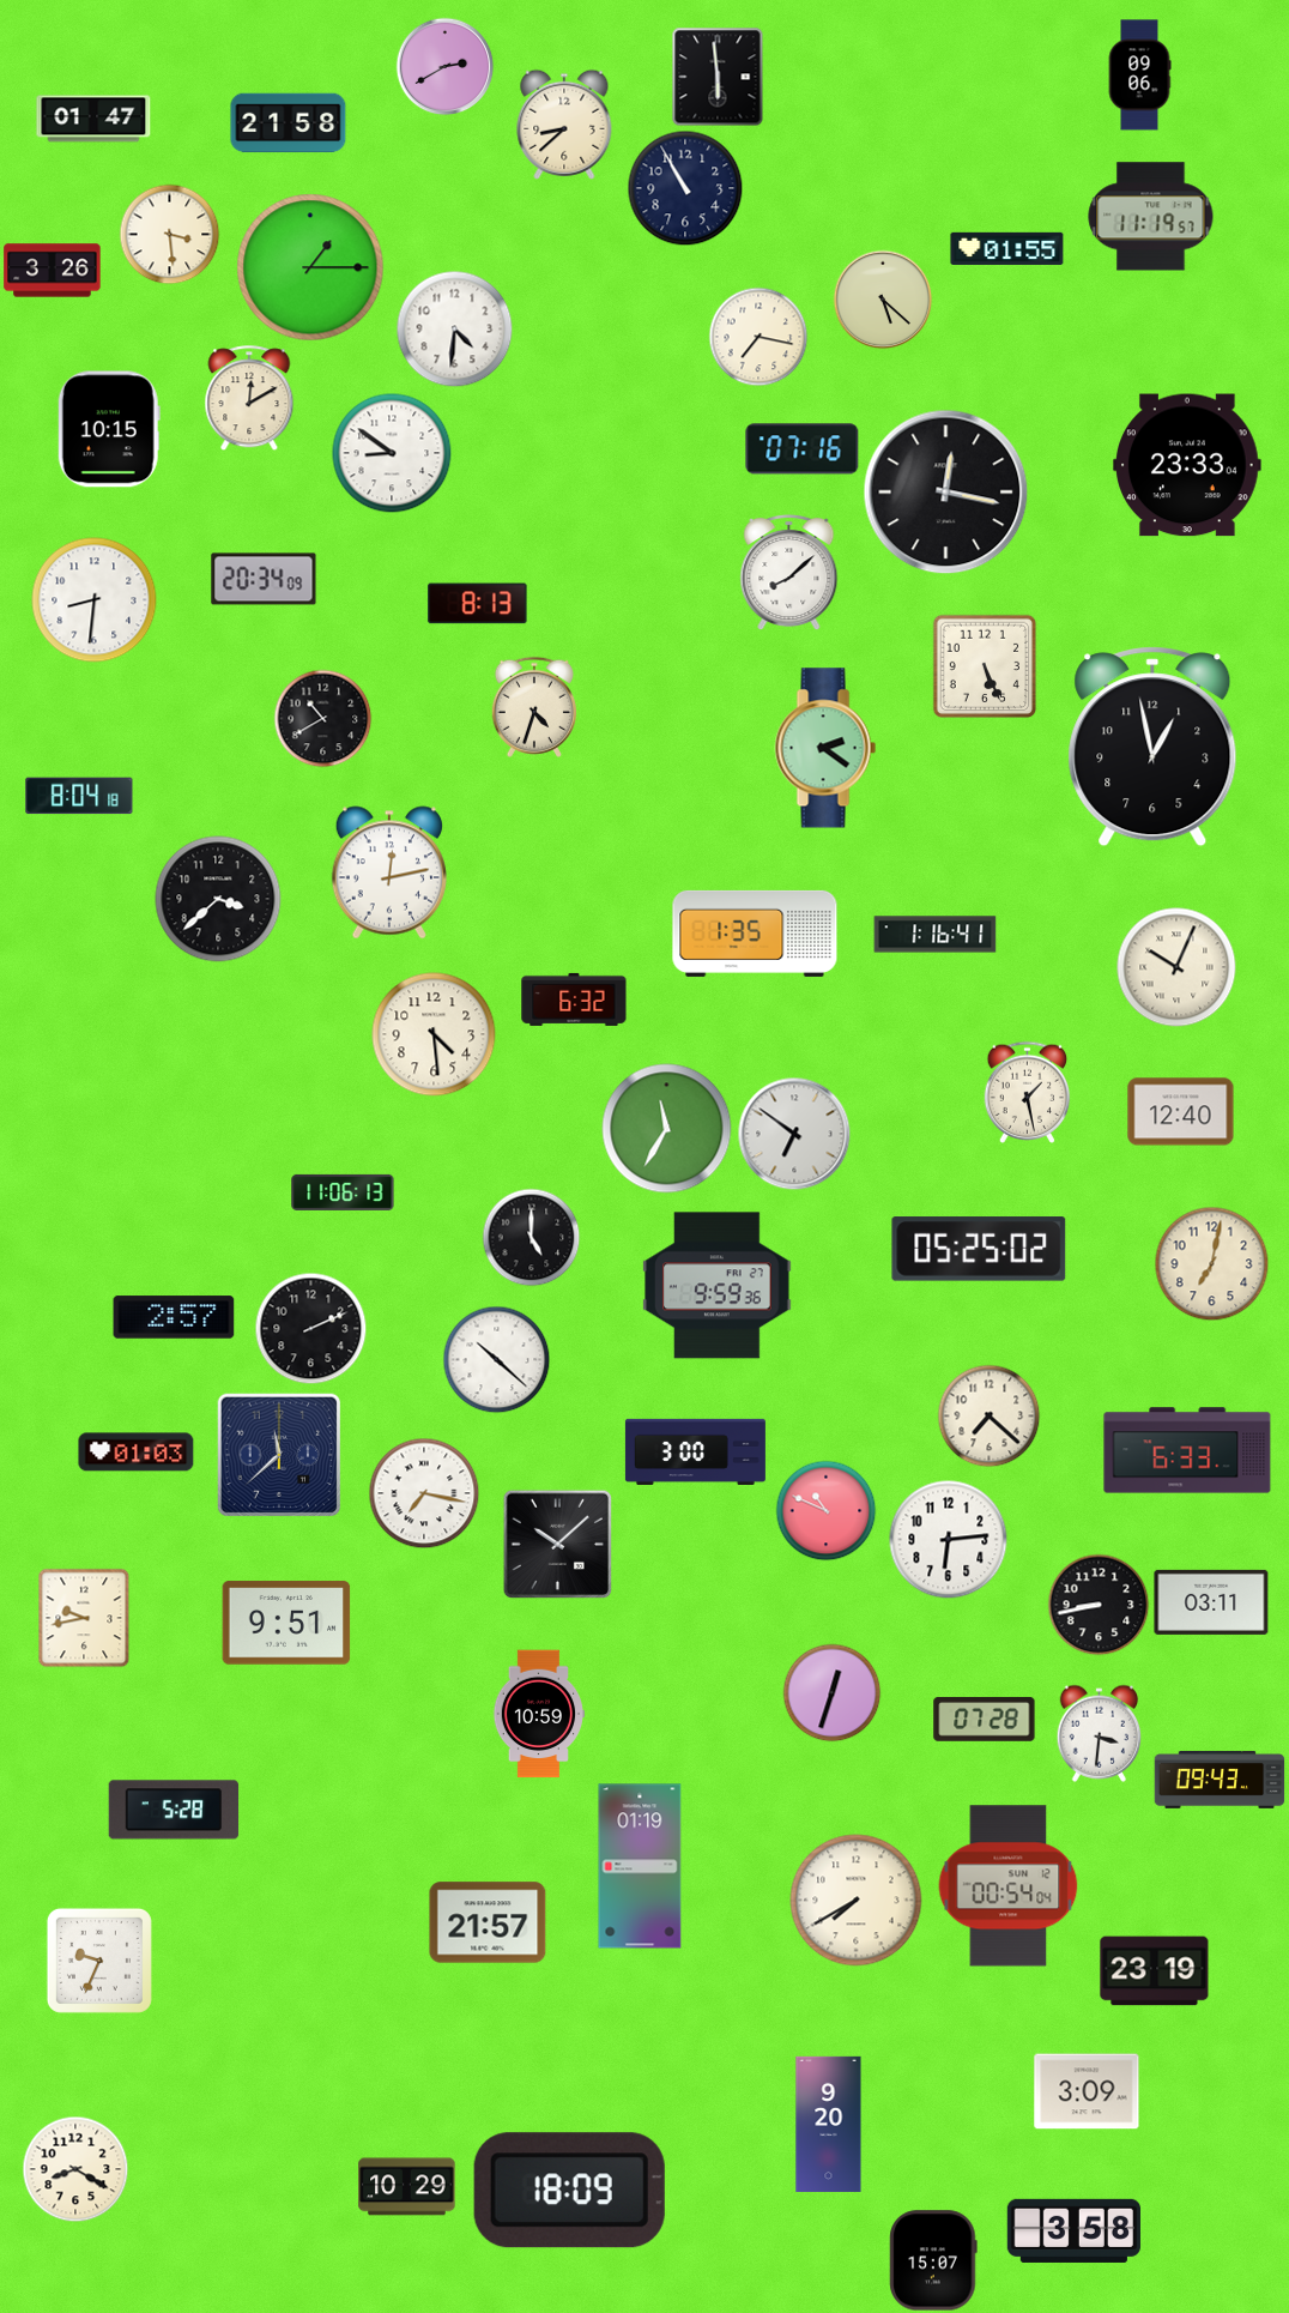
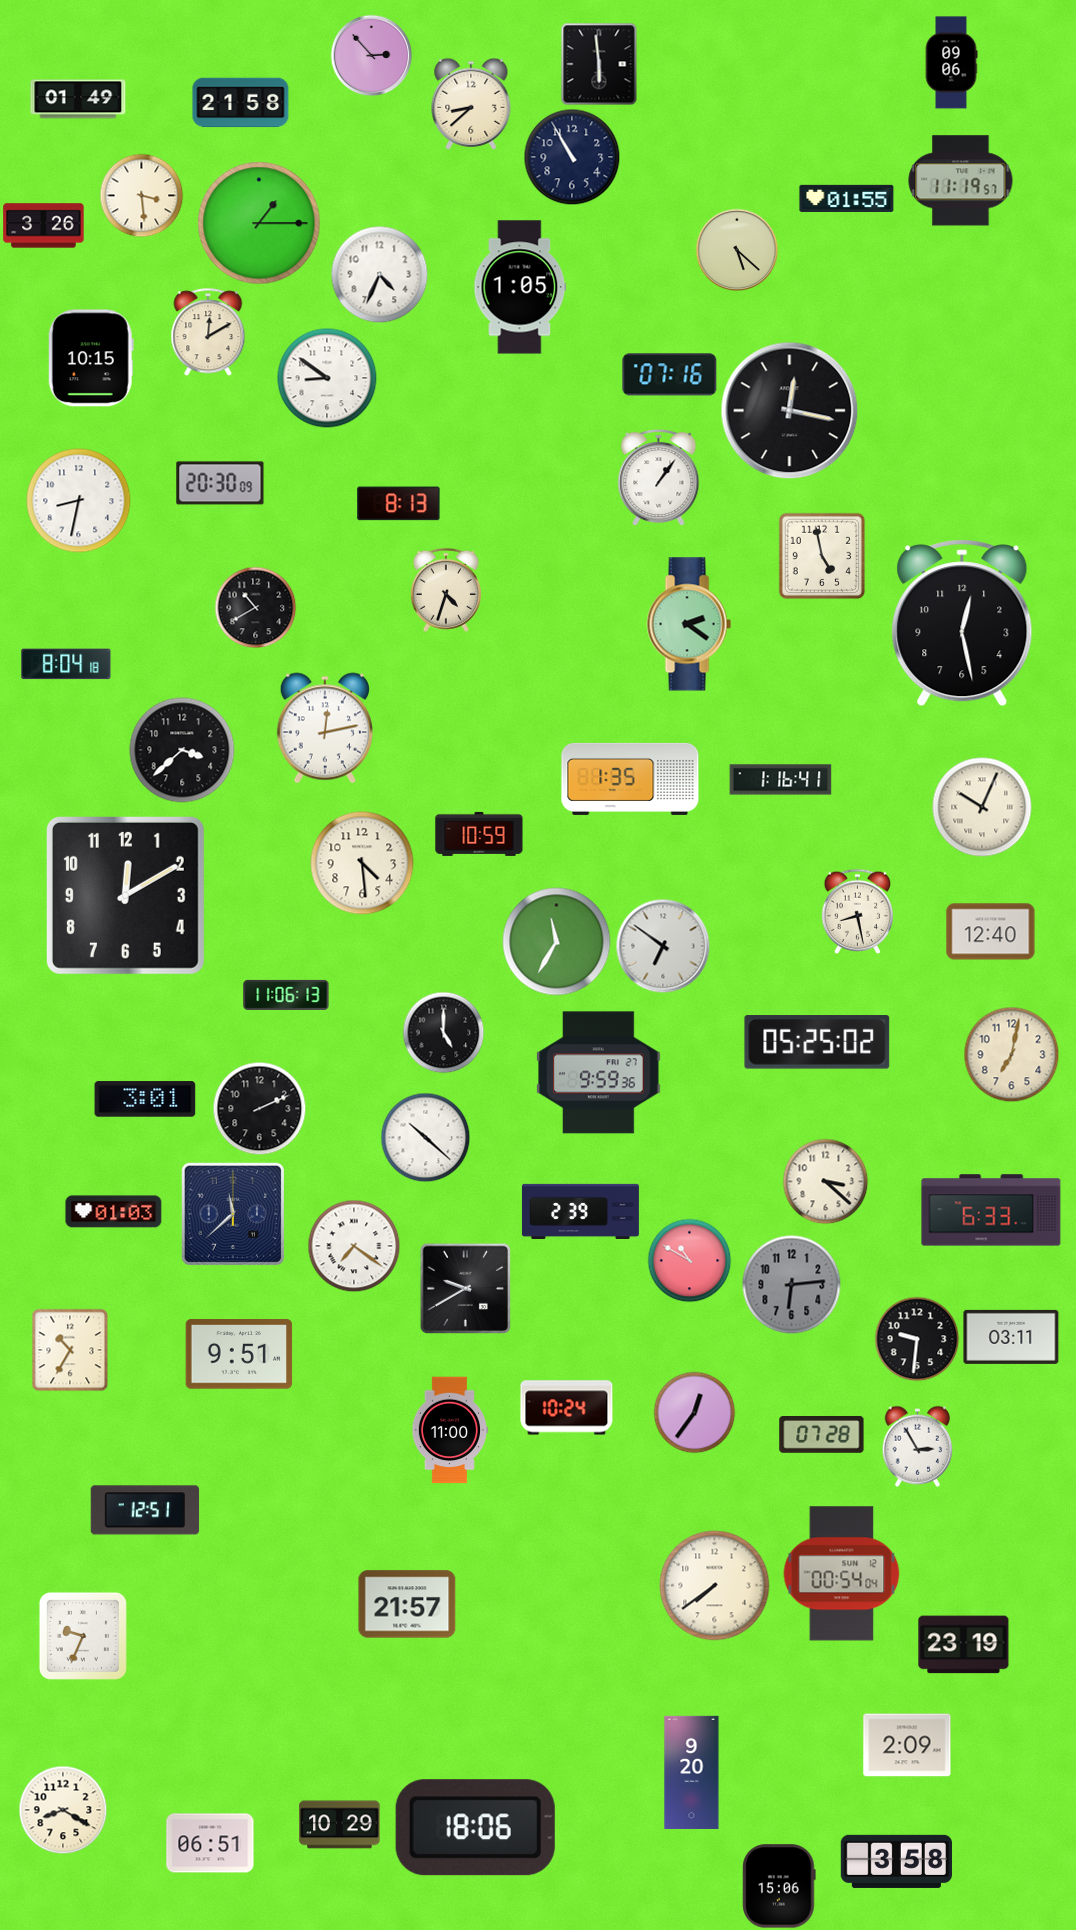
clock at (444, 66): 2:40 -> 2:53
clock at (93, 119): 01:47 -> 01:49
clock at (1007, 248) position: (1007, 248) -> (847, 198)
clock at (454, 328): 4:31 -> 4:34
clock at (758, 337): 7:17 -> none
clock at (520, 287): none -> 1:05
clock at (1188, 465): 23:33 -> none
clock at (789, 572): 8:08 -> 1:06
clock at (264, 579): 20:34 -> 20:30
clock at (95, 600): 8:31 -> 8:32
clock at (985, 666): 5:26 -> 4:58
clock at (322, 718) position: (322, 718) -> (255, 607)
clock at (1152, 747): 12:58 -> 12:28
clock at (574, 1000): 6:32 -> 10:59
clock at (125, 895): none -> 12:10
clock at (1028, 1092): 1:28 -> 8:28
clock at (1181, 1112) position: (1181, 1112) -> (991, 932)
clock at (174, 1317): 2:57 -> 3:01
clock at (496, 1359) position: (496, 1359) -> (425, 1137)
clock at (988, 1415): 7:22 -> 3:22
clock at (695, 1451): 3:00 -> 2:39
clock at (424, 1493): 7:17 -> 7:21
clock at (825, 1510): 10:49 -> 10:50
clock at (949, 1540) dial: white -> grey
clock at (557, 1544): 10:08 -> 9:40
clock at (1099, 1605): 8:43 -> 9:31
clock at (84, 1618): 9:43 -> 10:35
clock at (567, 1408): none -> 10:24
clock at (831, 1692): 12:33 -> 12:36
clock at (539, 1714): 10:59 -> 11:00
clock at (1100, 1733): 3:31 -> 2:55
clock at (1220, 1781): 09:43 -> none
clock at (174, 1810): 5:28 -> 12:51
clock at (640, 1866): 01:19 -> none
clock at (857, 1901): 7:40 -> 7:39
clock at (1087, 2091): 3:09 -> 2:09
clock at (569, 2191): 18:09 -> 18:06
clock at (210, 1843): none -> 06:51
clock at (933, 2260): 15:07 -> 15:06
